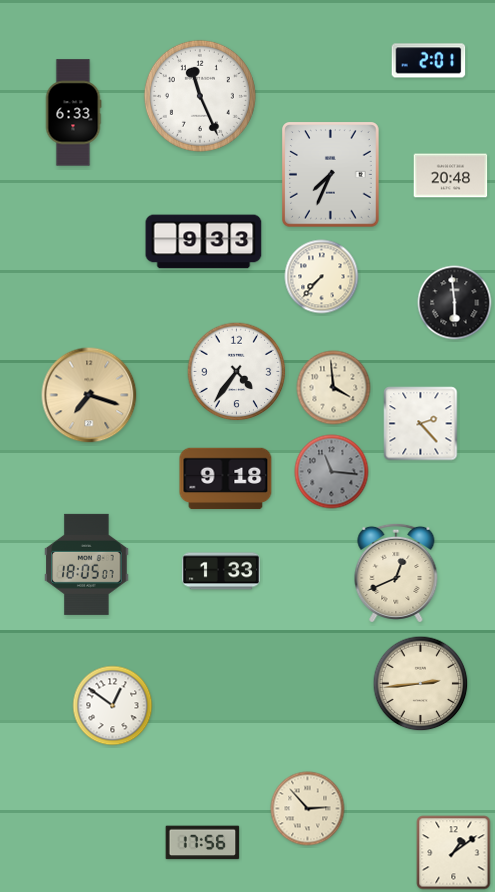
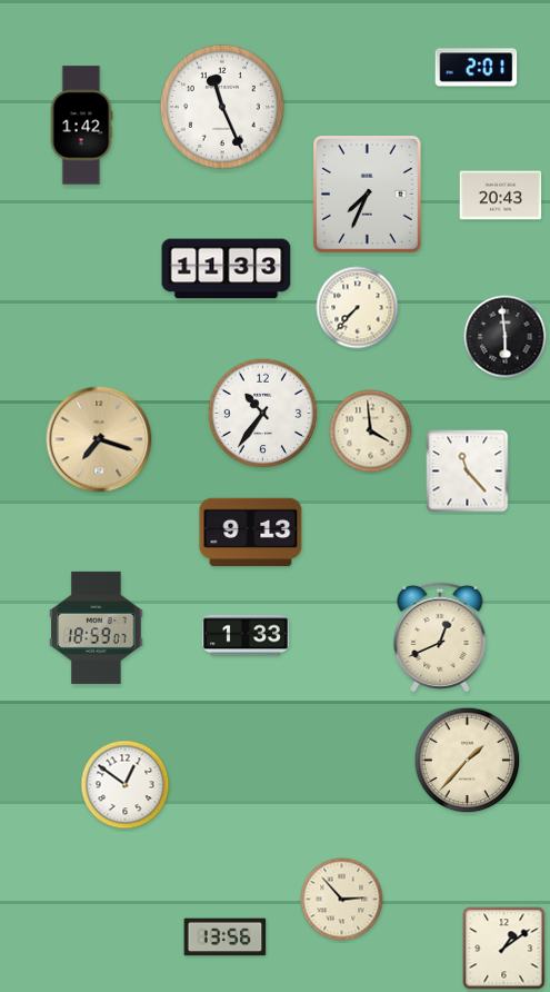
clock at (73, 113): 6:33 -> 1:42
clock at (451, 176): 20:48 -> 20:43
clock at (204, 242): 9:33 -> 11:33
clock at (237, 372): 4:36 -> 10:36
clock at (421, 424): 2:23 -> 11:23
clock at (332, 472): 11:16 -> none
clock at (226, 479): 9:18 -> 9:13
clock at (87, 564): 18:05 -> 18:59
clock at (421, 684): 2:44 -> 1:37
clock at (203, 843): 17:56 -> 13:56
